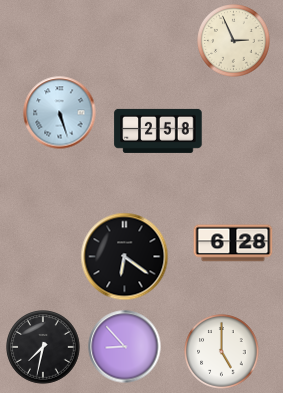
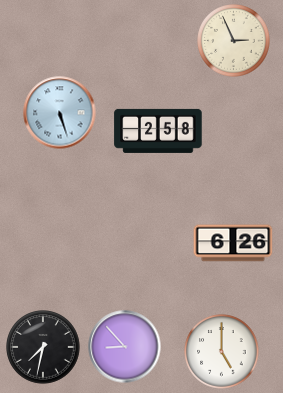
clock at (233, 243): 6:28 -> 6:26
clock at (125, 257): 6:21 -> none
